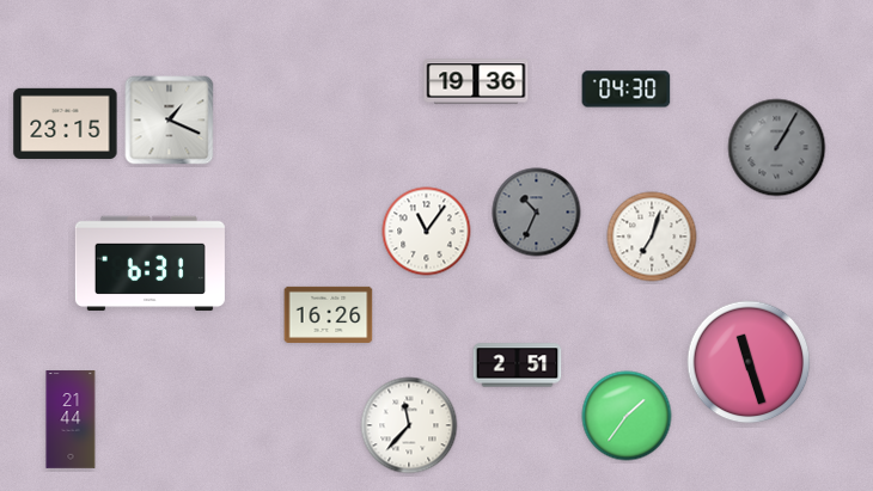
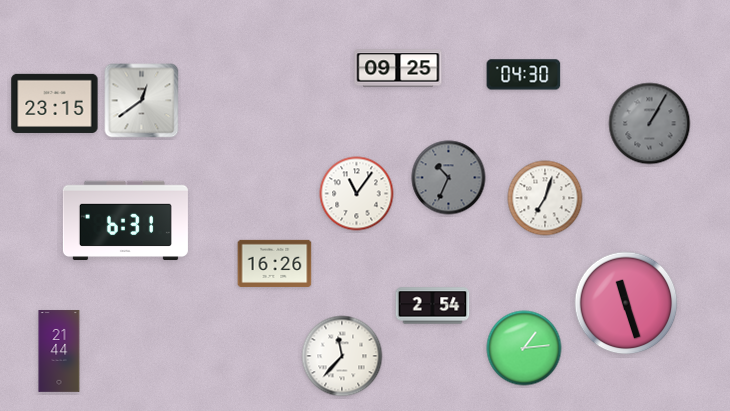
clock at (476, 81): 19:36 -> 09:25
clock at (170, 121): 1:19 -> 12:39
clock at (518, 366): 2:51 -> 2:54
clock at (627, 416): 1:36 -> 1:14
